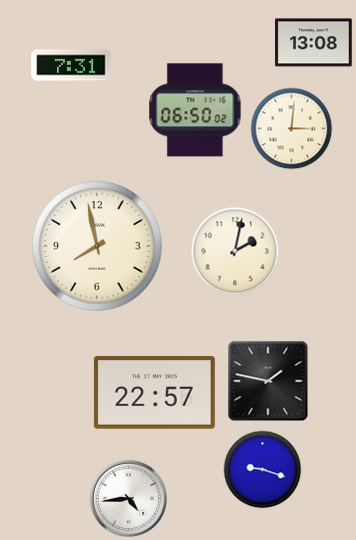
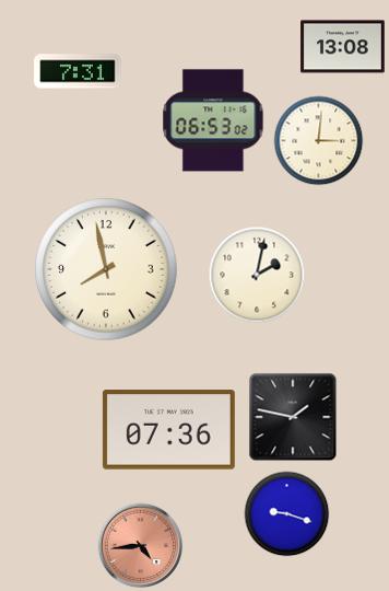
clock at (195, 110): 06:50 -> 06:53
clock at (154, 393): 22:57 -> 07:36
clock at (128, 498) dial: white -> salmon
